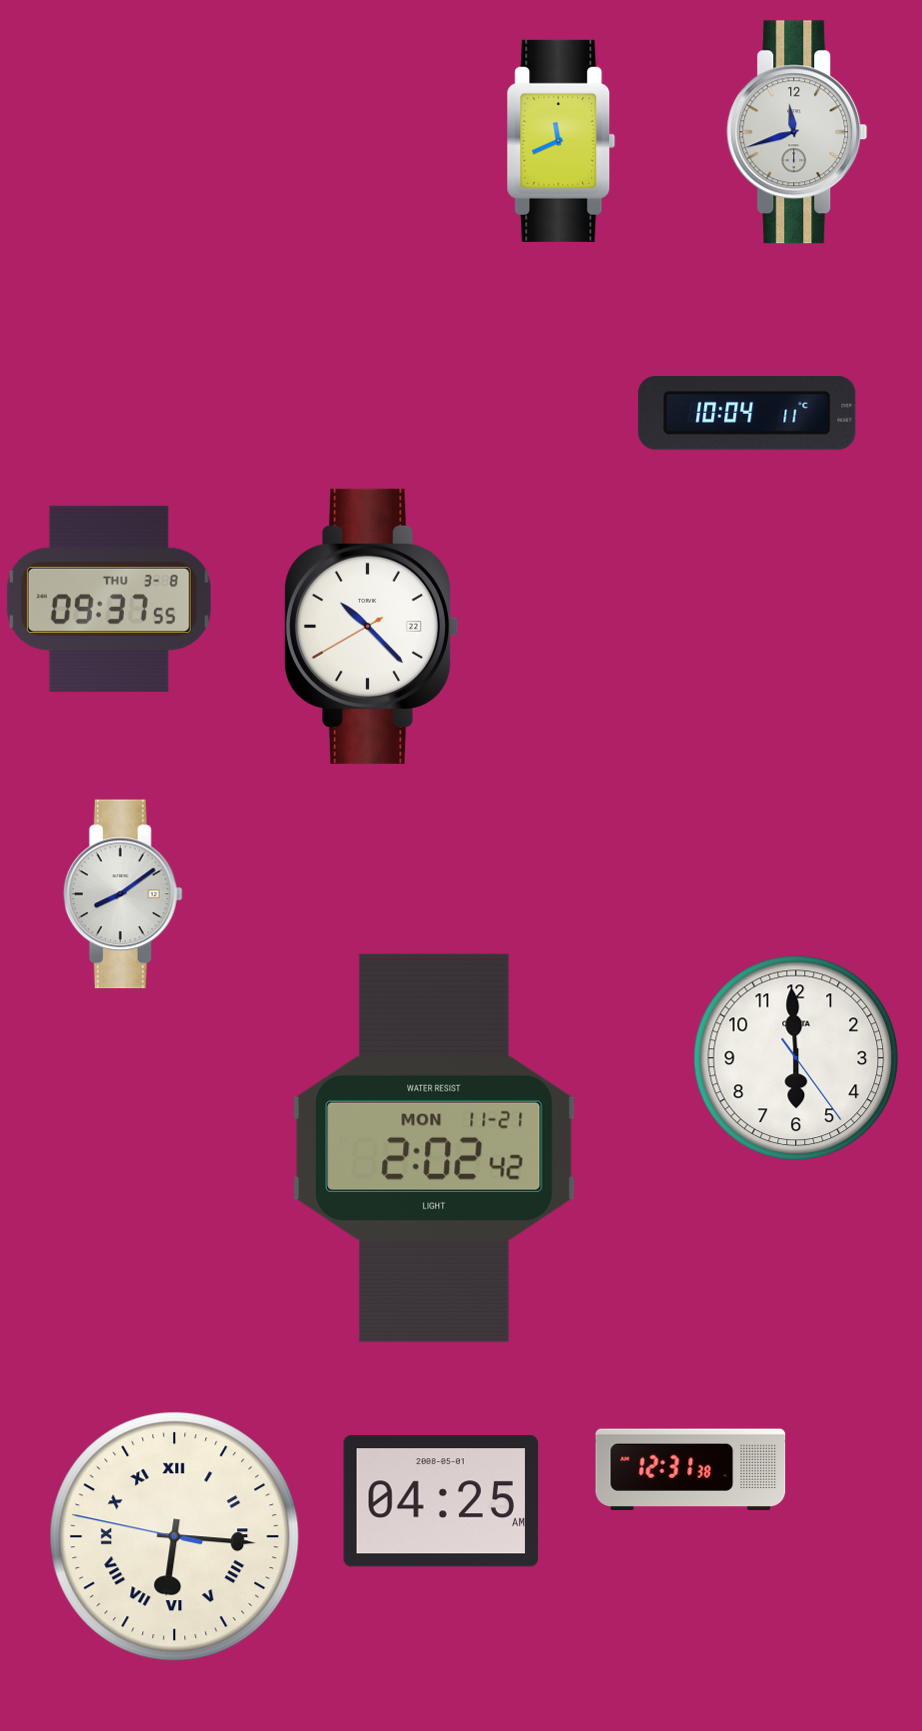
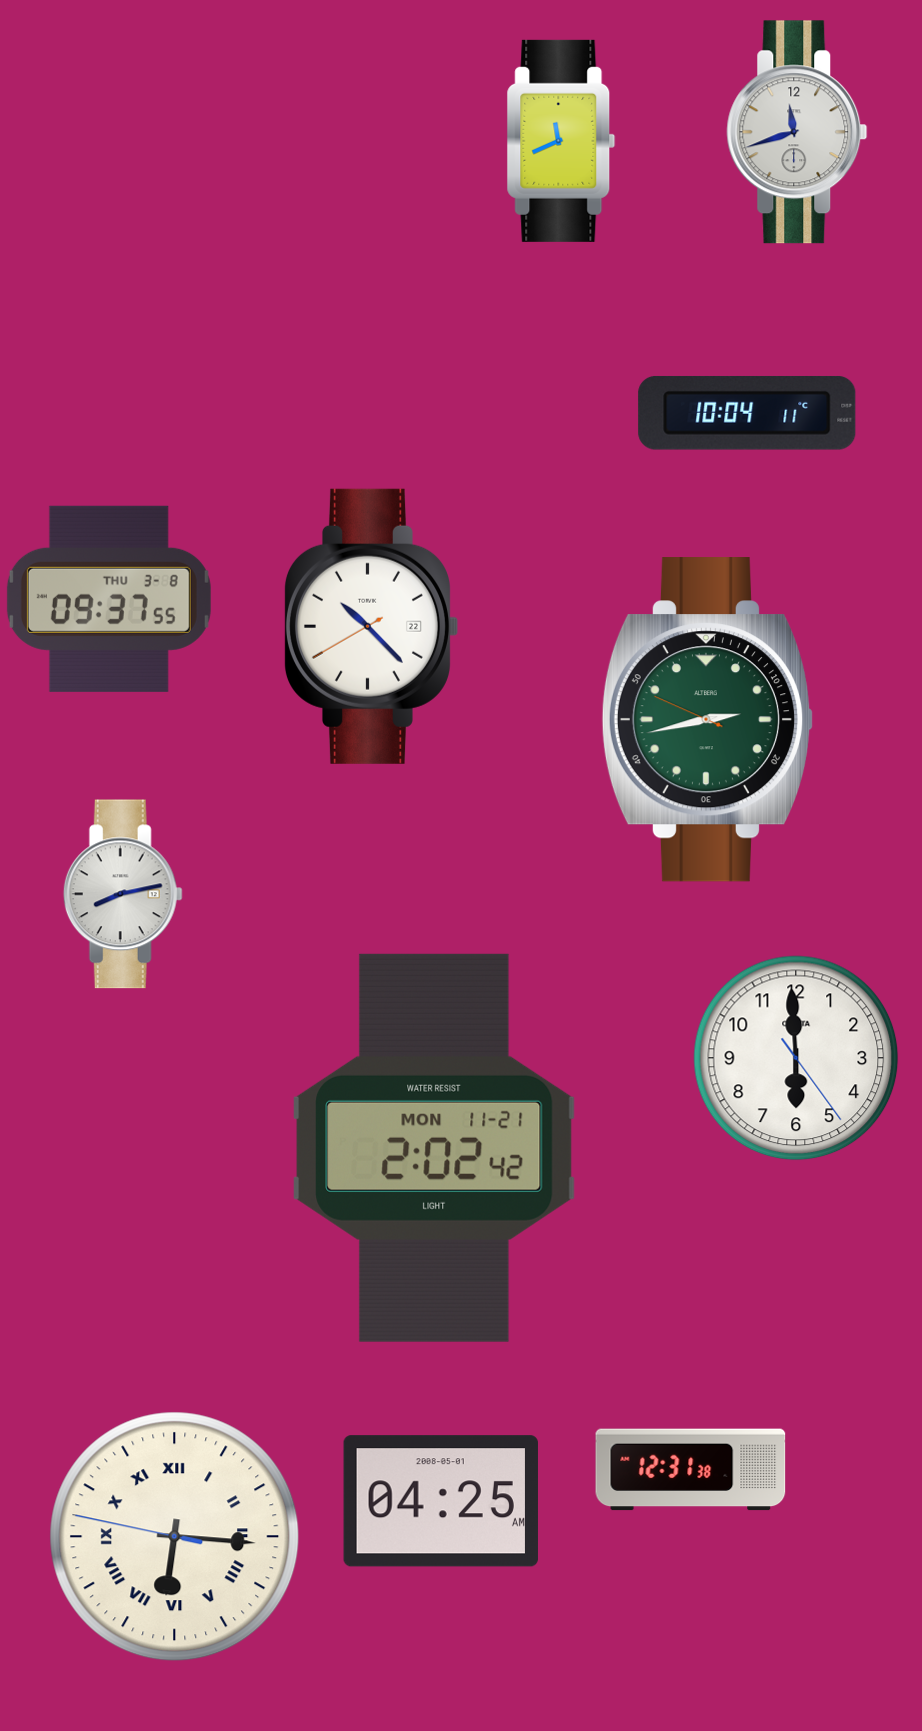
clock at (708, 720): none -> 2:42
clock at (123, 894): 8:09 -> 8:13
